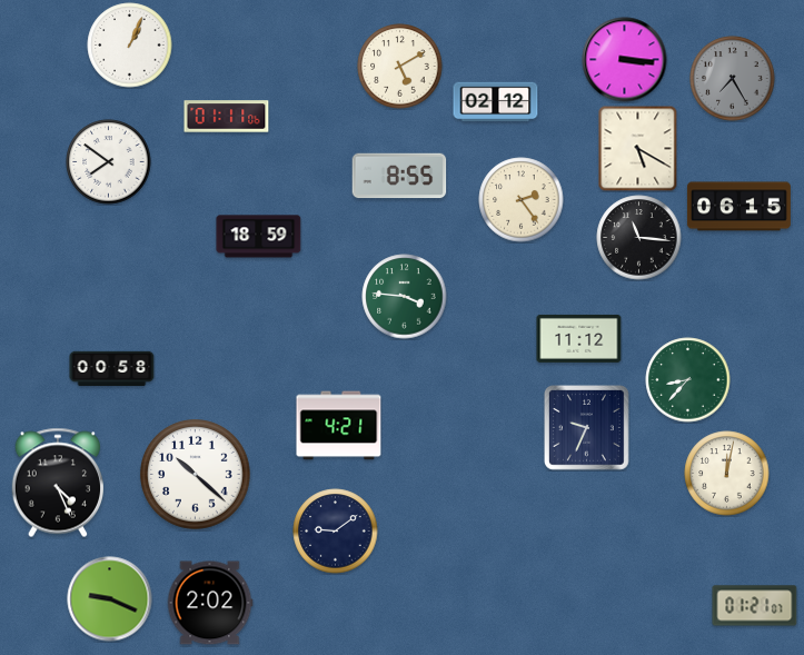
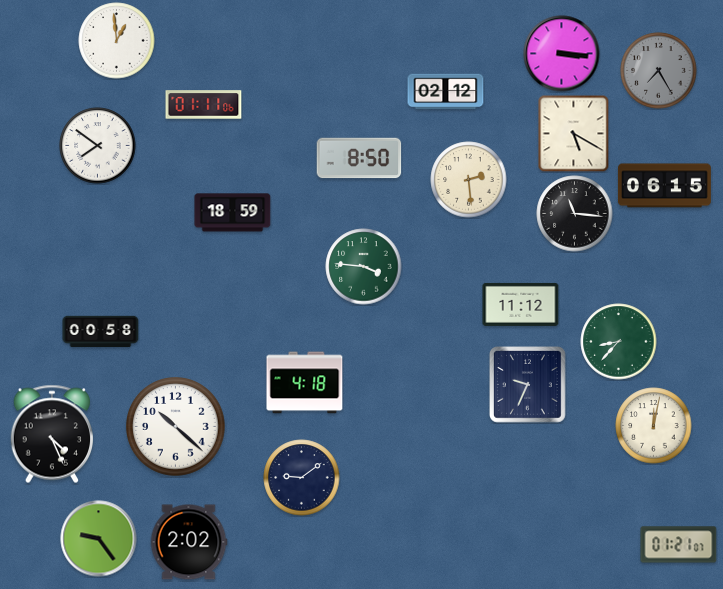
clock at (130, 46): 1:04 -> 12:59
clock at (400, 67): 5:10 -> none
clock at (399, 176): 8:55 -> 8:50
clock at (522, 200): 2:24 -> 2:29
clock at (339, 426): 4:21 -> 4:18
clock at (110, 599): 9:19 -> 9:24
